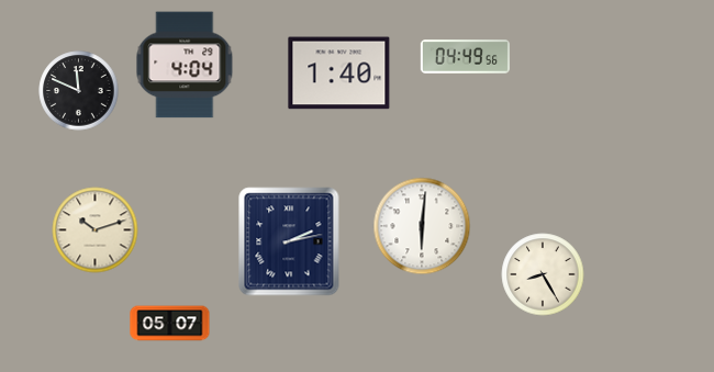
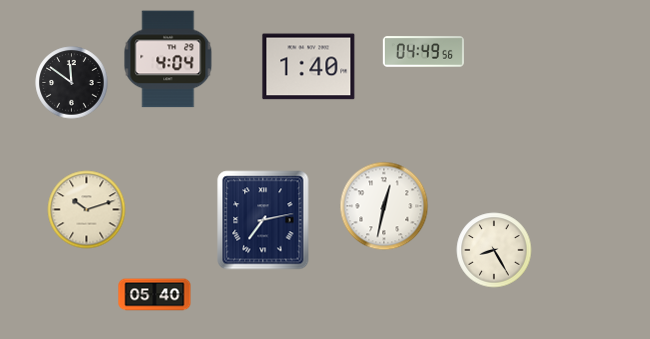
clock at (79, 91): 11:49 -> 11:51
clock at (422, 226): 6:01 -> 12:32
clock at (289, 241): 2:13 -> 7:13
clock at (170, 324): 05:07 -> 05:40
